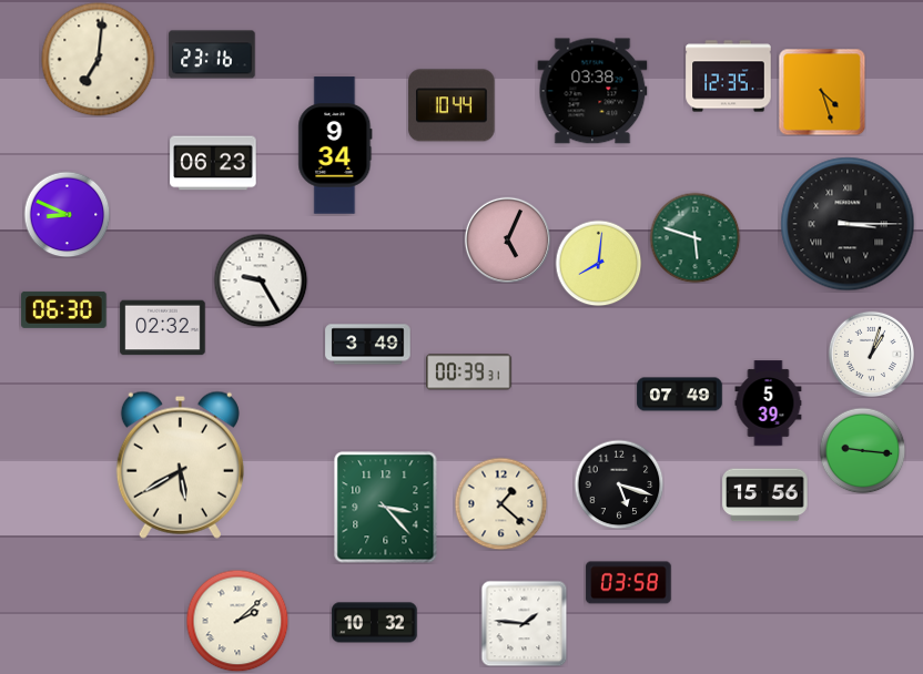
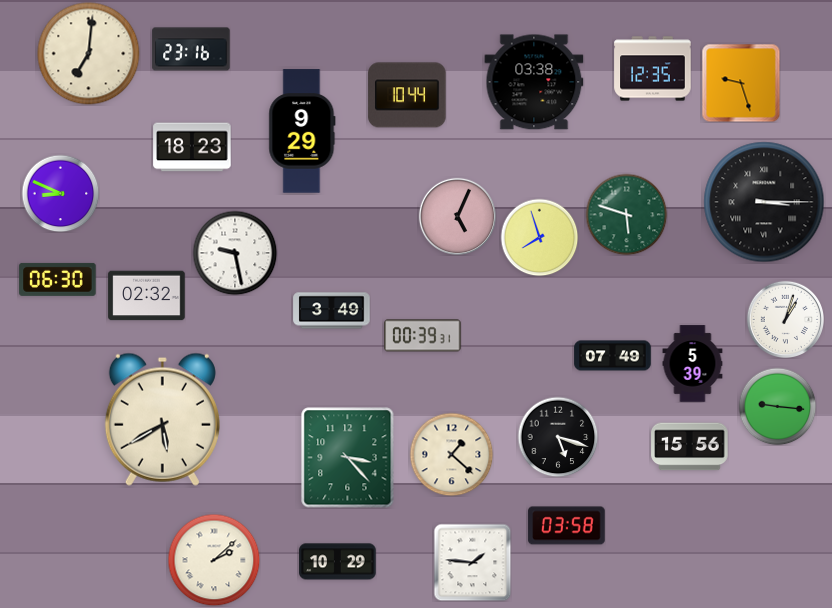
clock at (729, 76) position: (729, 76) -> (653, 69)
clock at (822, 92): 4:27 -> 9:27
clock at (335, 145): 9:34 -> 9:29
clock at (213, 163): 06:23 -> 18:23
clock at (598, 263): 8:01 -> 7:57
clock at (261, 280): 9:25 -> 9:28
clock at (375, 623): 10:32 -> 10:29
